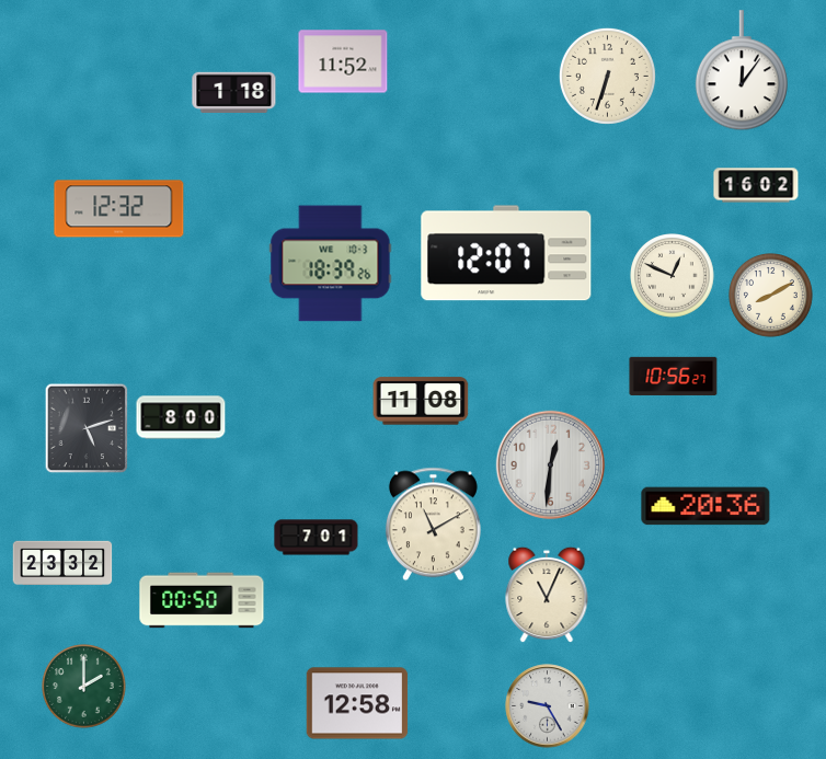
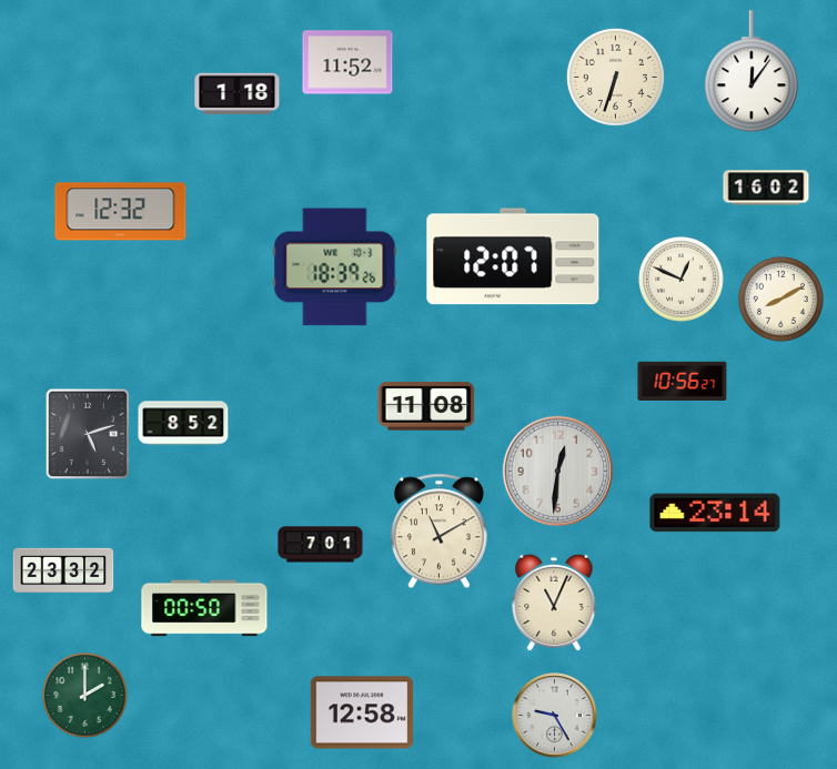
clock at (181, 417): 8:00 -> 8:52
clock at (705, 506): 20:36 -> 23:14
